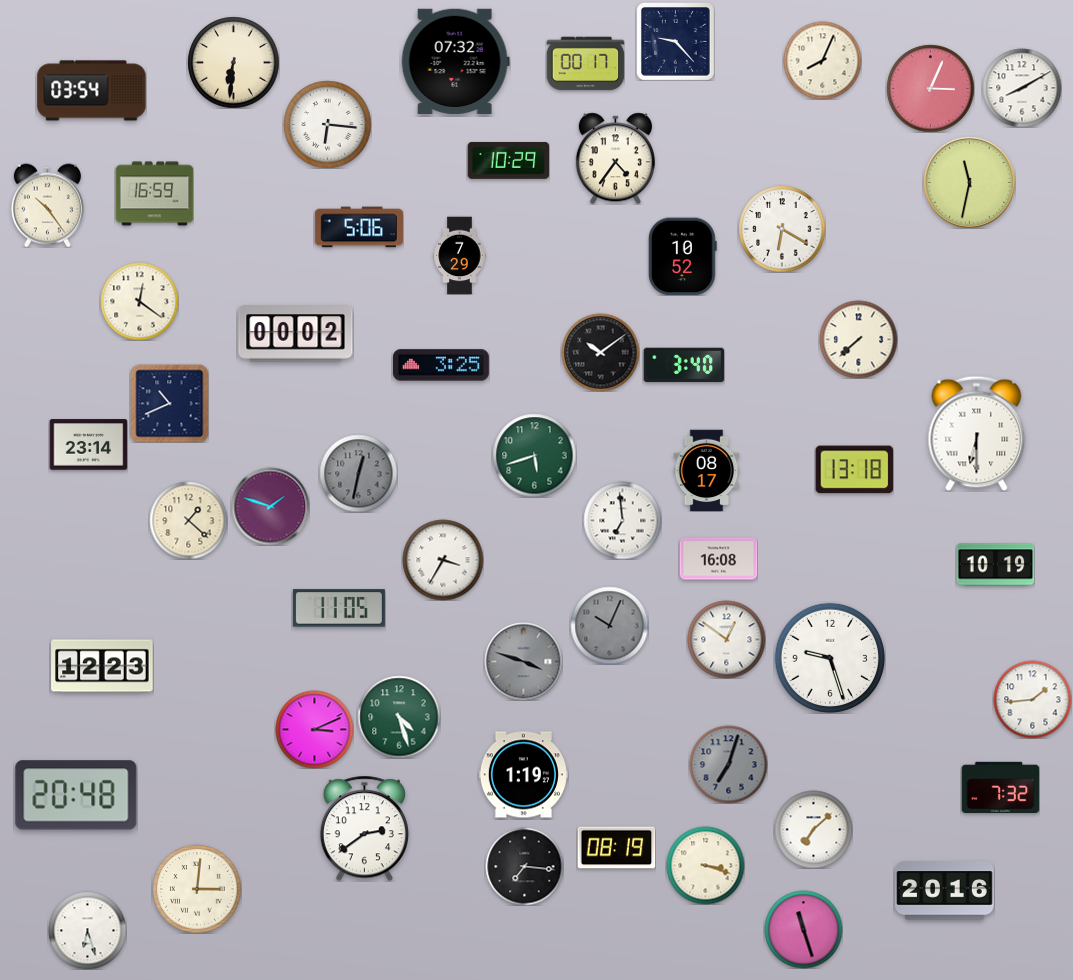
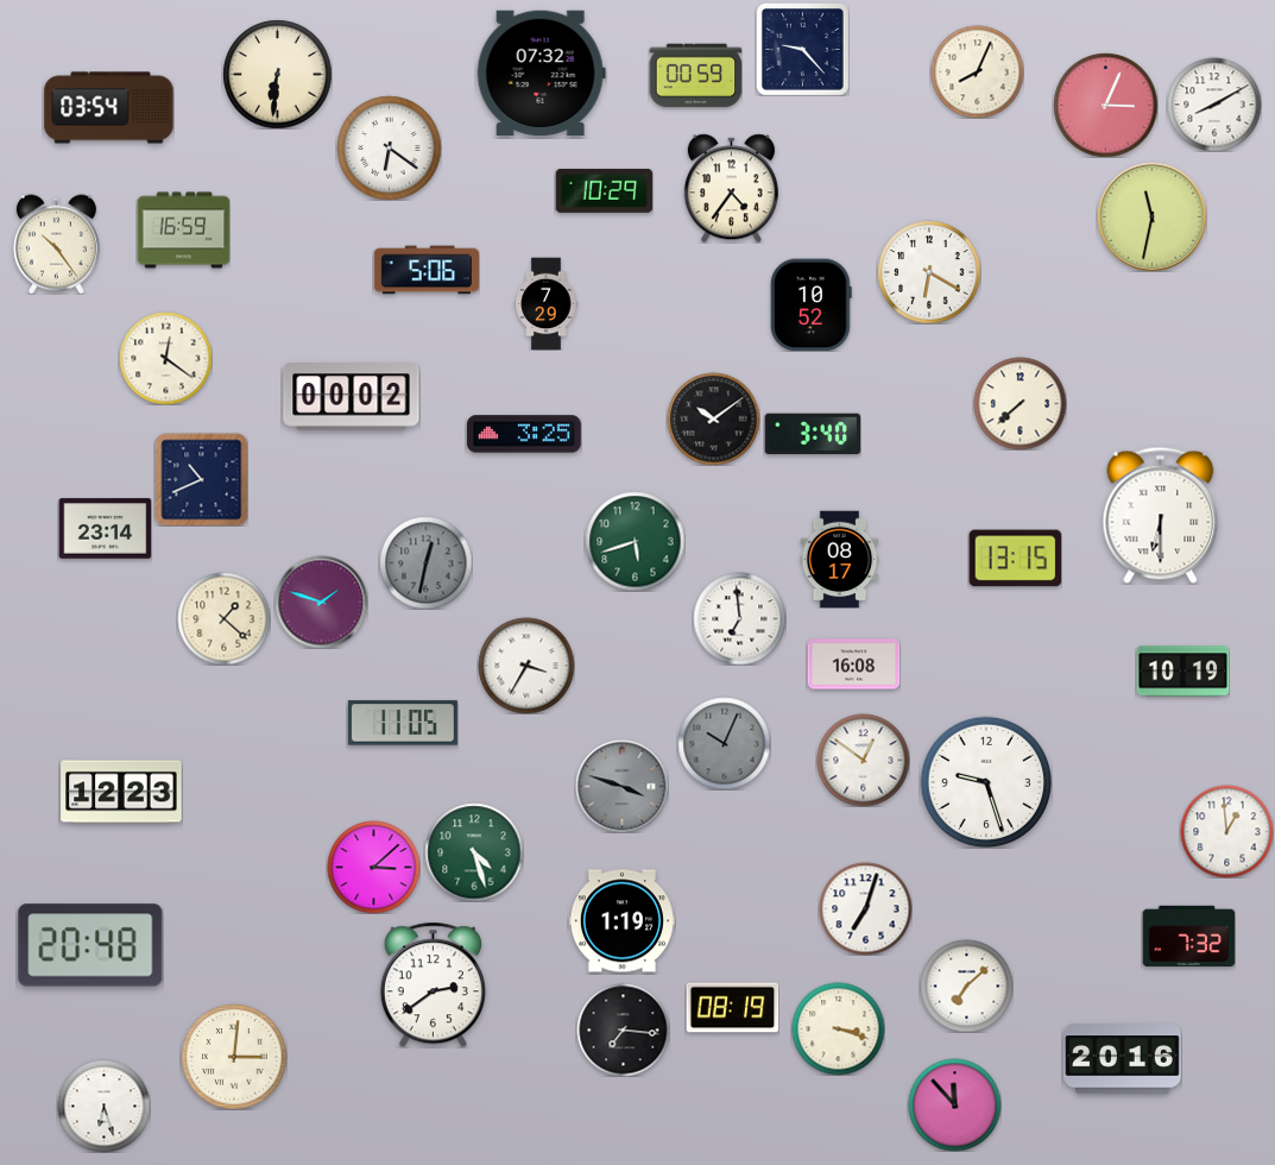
clock at (585, 64): 00:17 -> 00:59
clock at (327, 124): 6:16 -> 6:21
clock at (854, 470): 13:18 -> 13:15
clock at (1032, 699): 1:44 -> 12:59
clock at (314, 729): 3:11 -> 3:08
clock at (728, 764) dial: grey -> white
clock at (803, 929): 11:27 -> 11:53
